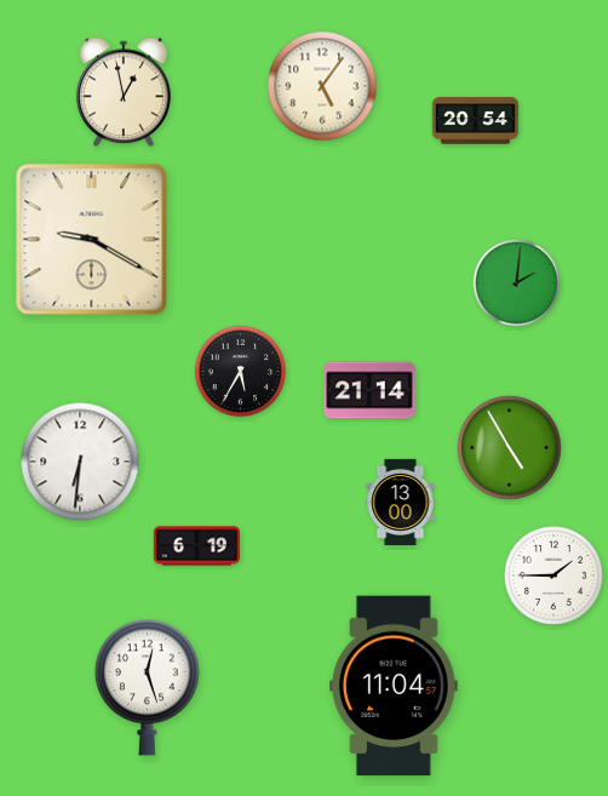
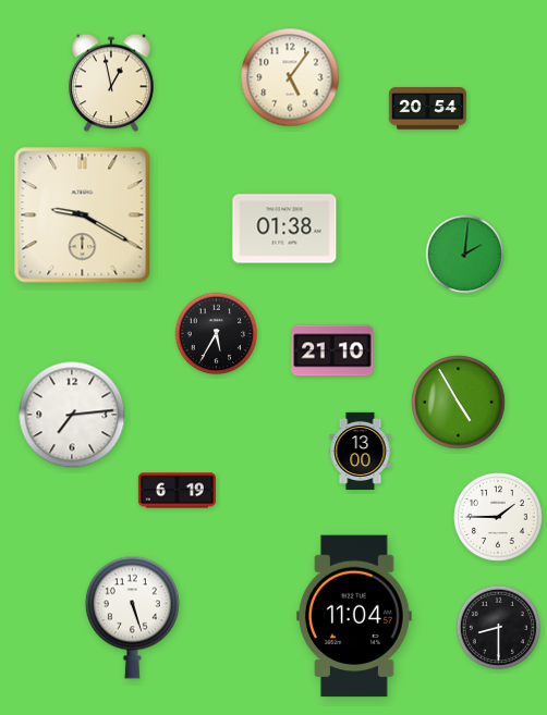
clock at (284, 229): none -> 01:38
clock at (369, 390): 21:14 -> 21:10
clock at (80, 462): 6:31 -> 7:14
clock at (147, 687): 12:27 -> 5:27
clock at (498, 627): none -> 8:30
